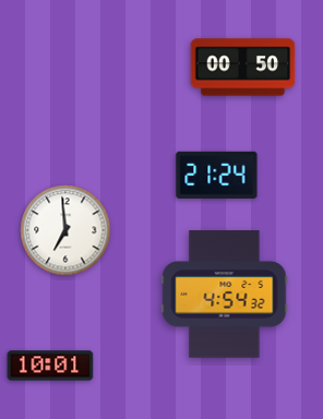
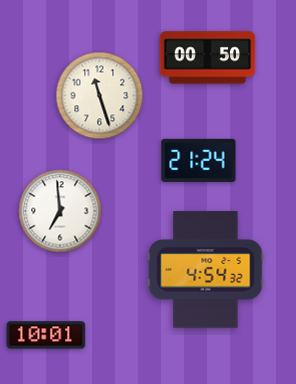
clock at (243, 68) position: (243, 68) -> (208, 58)
clock at (100, 96): none -> 11:27
